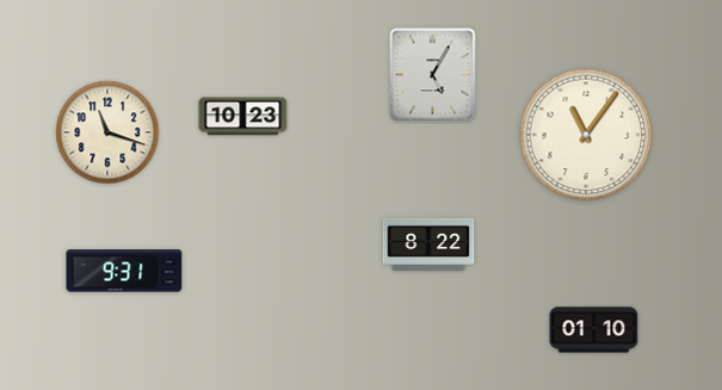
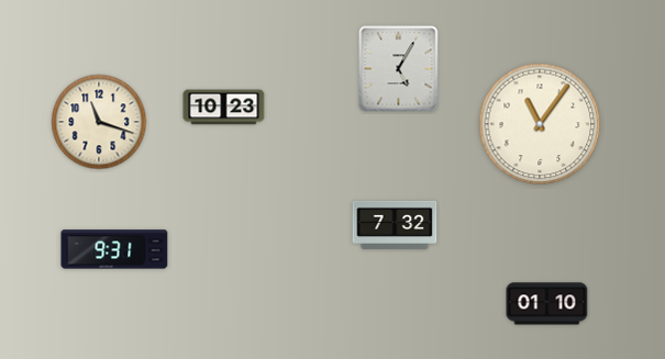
clock at (428, 244): 8:22 -> 7:32
